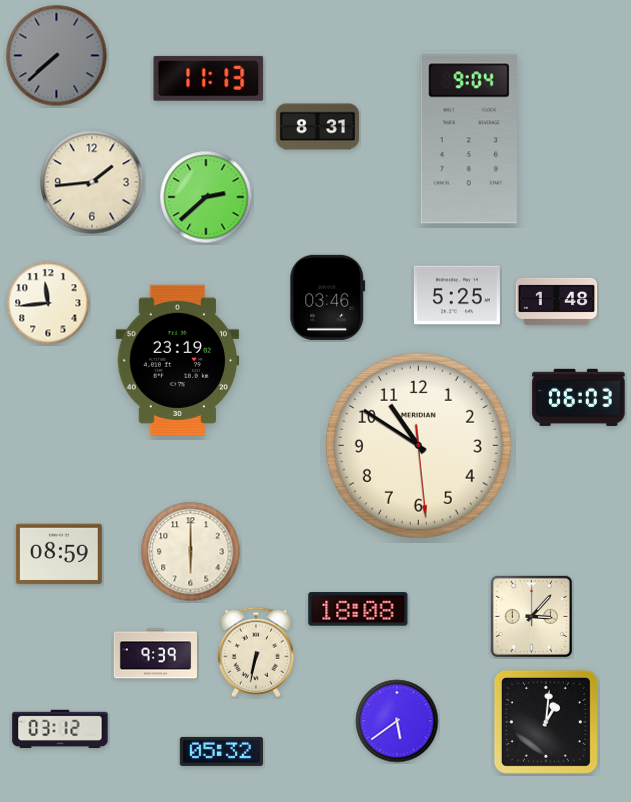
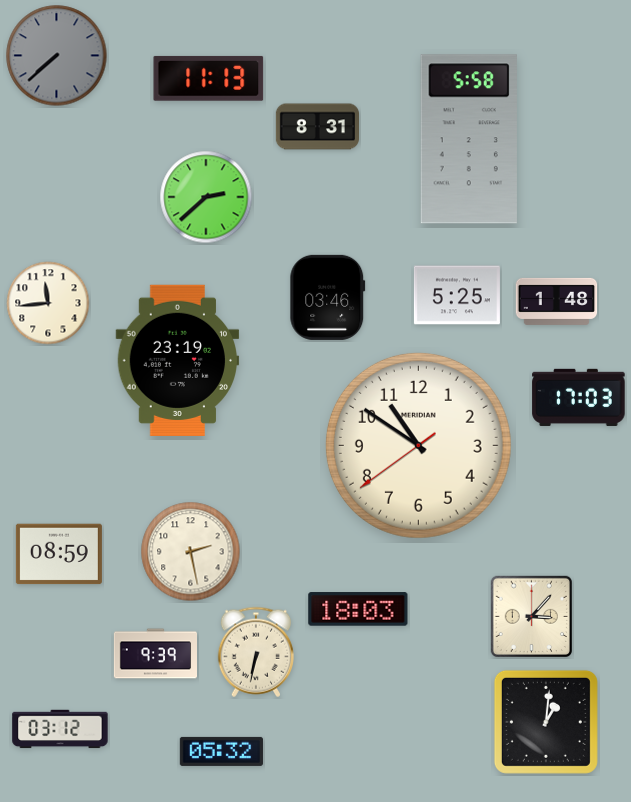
clock at (469, 139): 9:04 -> 5:58
clock at (92, 182): 1:44 -> none
clock at (579, 397): 06:03 -> 17:03
clock at (418, 445): 10:50:29 -> 10:50:39
clock at (191, 552): 6:00 -> 2:28
clock at (358, 609): 18:08 -> 18:03
clock at (397, 721): 5:39 -> none
